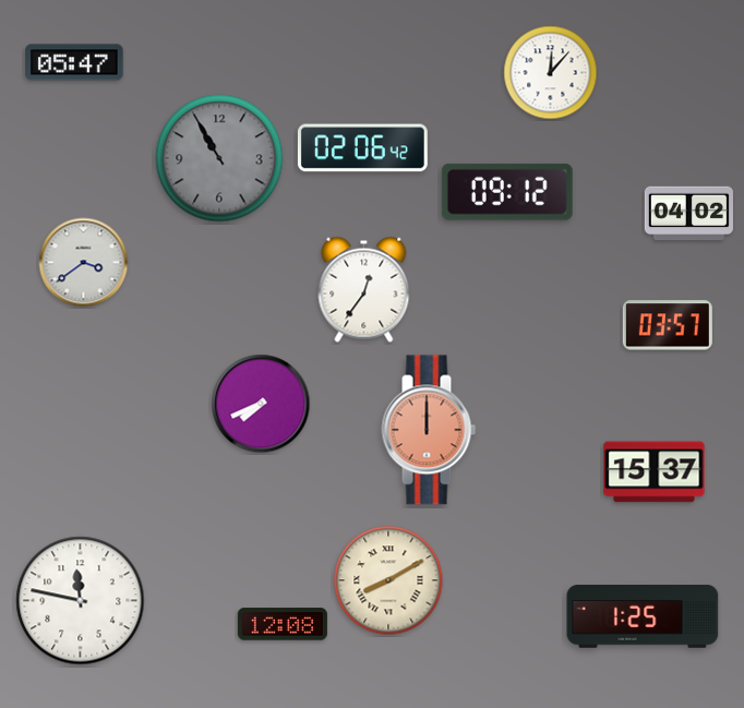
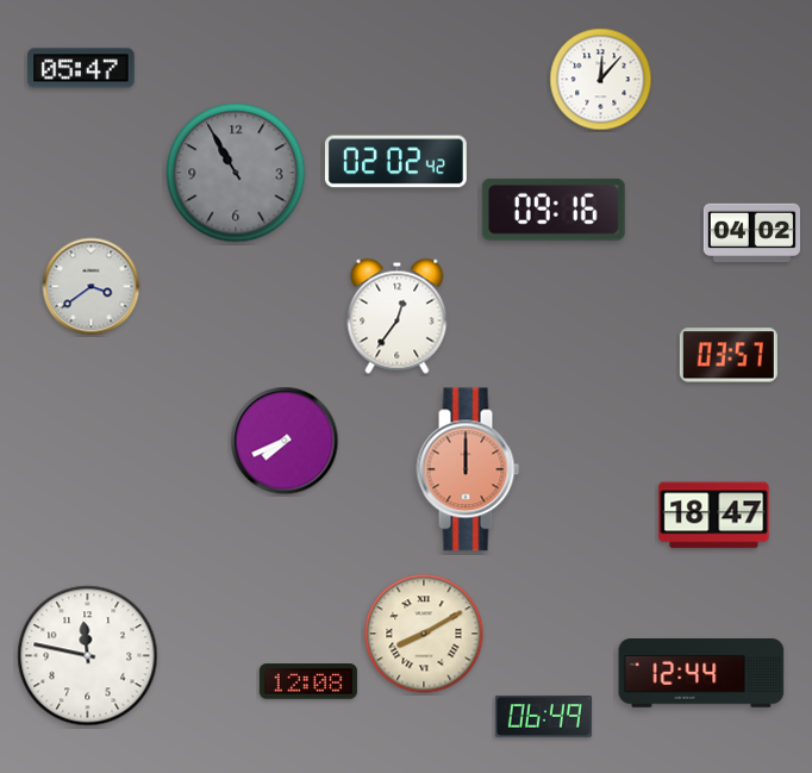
clock at (362, 148): 02:06 -> 02:02
clock at (219, 158) position: (219, 158) -> (236, 173)
clock at (507, 192): 09:12 -> 09:16
clock at (655, 472): 15:37 -> 18:47
clock at (643, 617): 1:25 -> 12:44
clock at (543, 717): none -> 06:49
